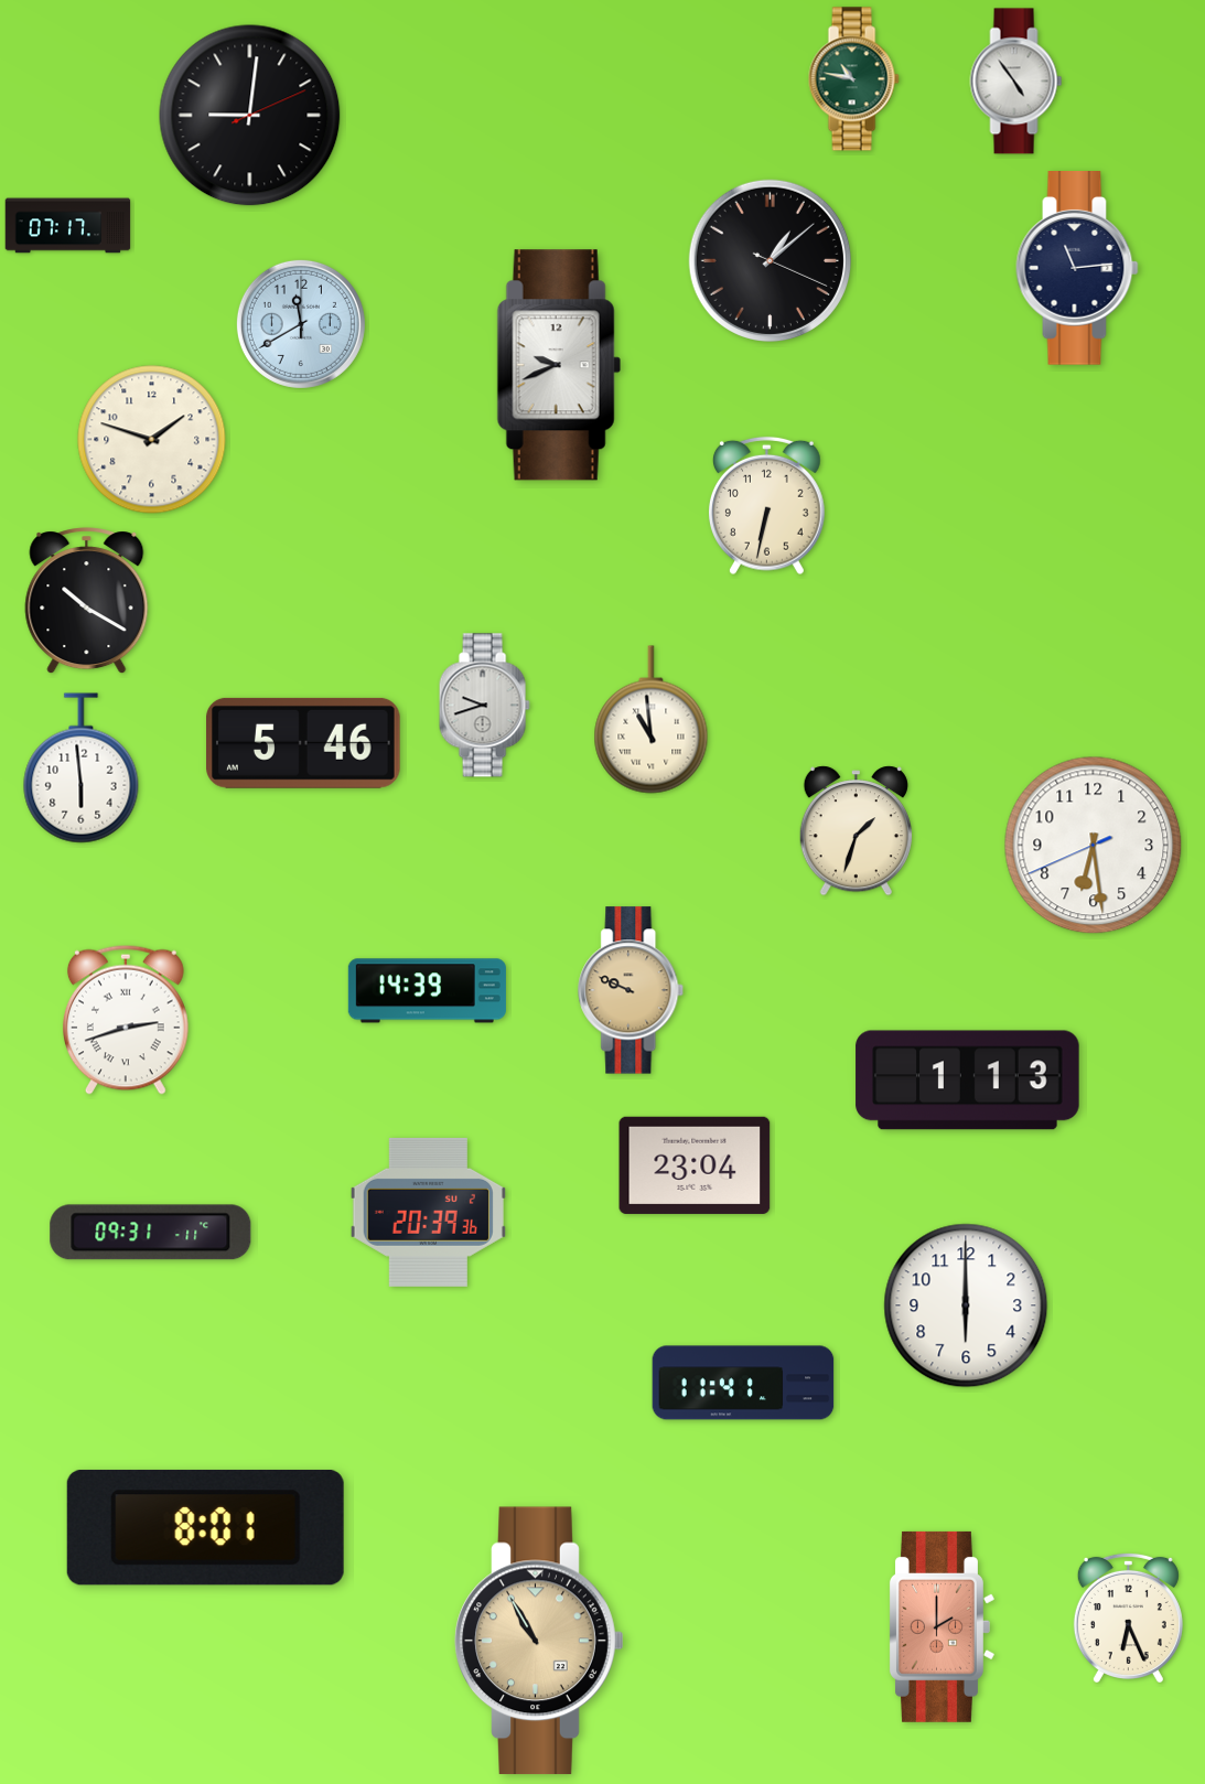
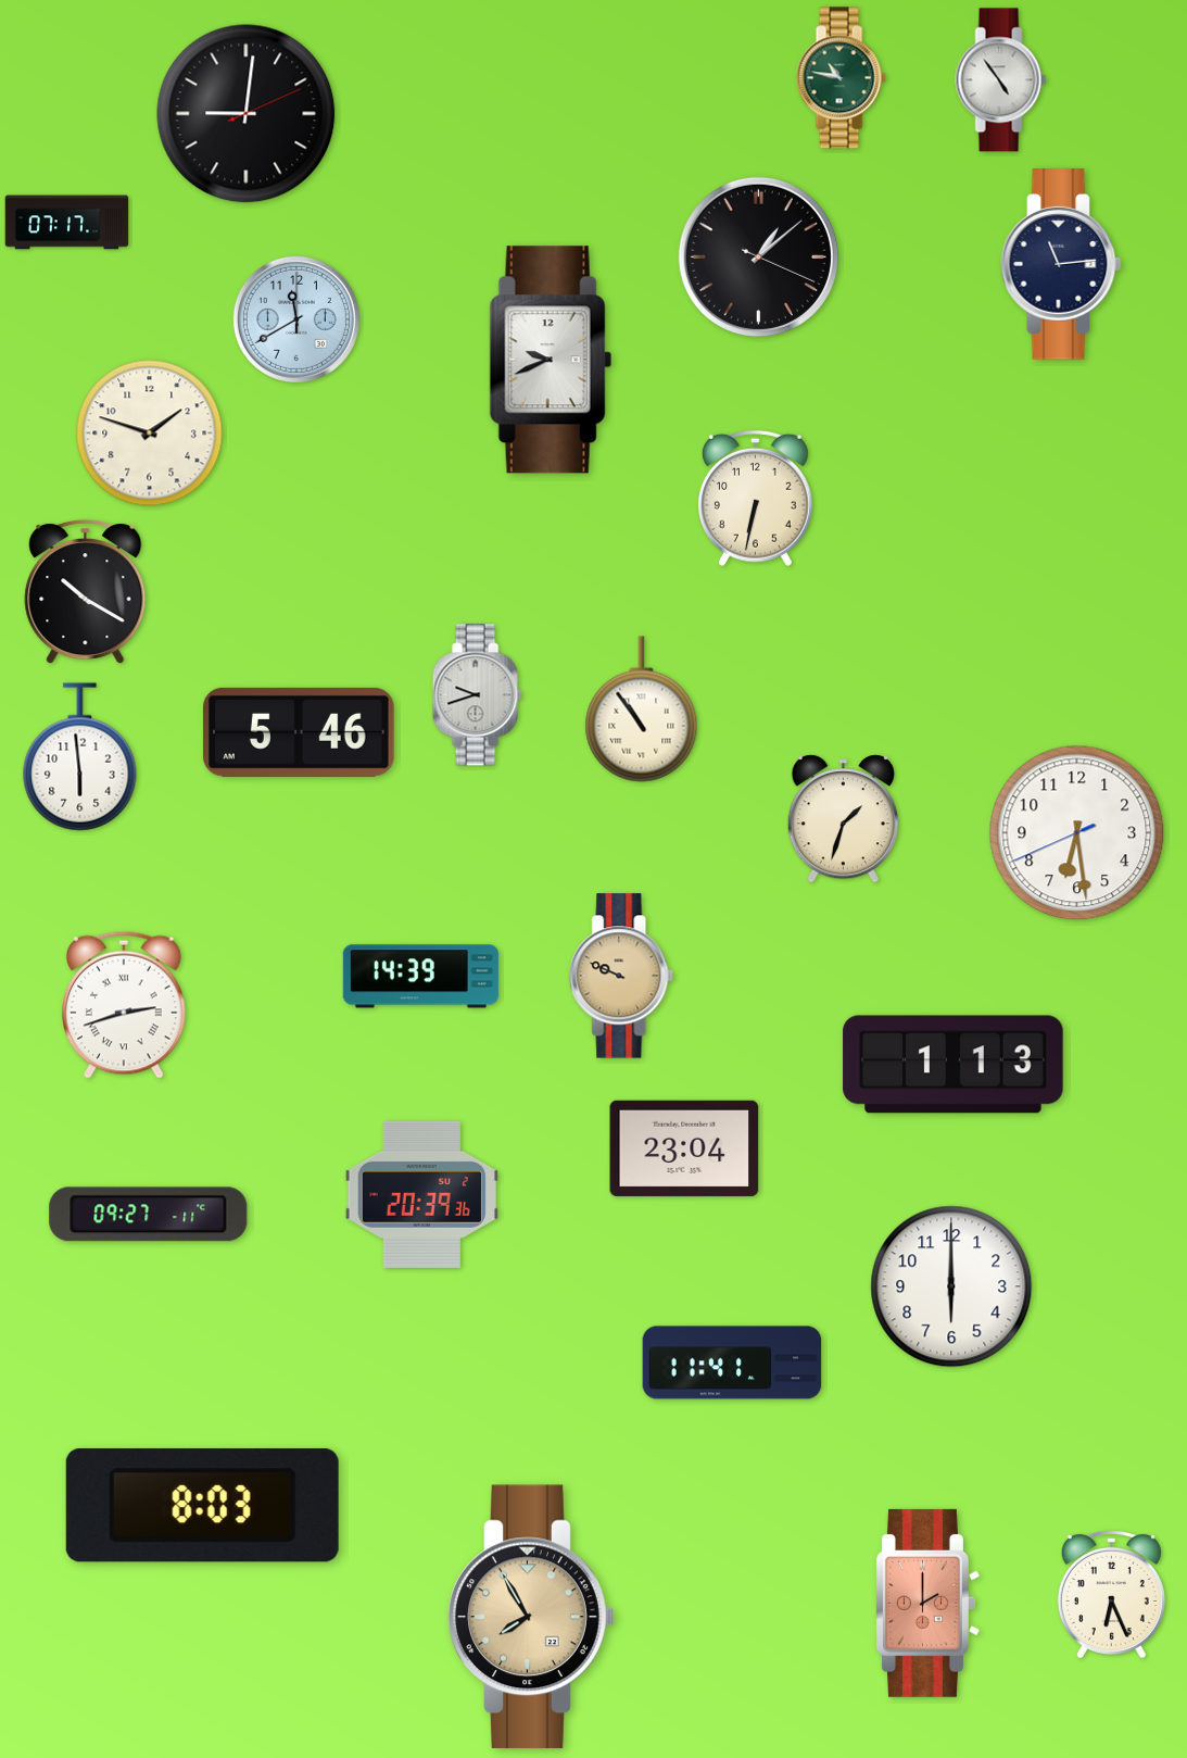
clock at (652, 720): 10:59 -> 10:54
clock at (151, 1233): 09:31 -> 09:27
clock at (205, 1527): 8:01 -> 8:03
clock at (539, 1641): 10:55 -> 7:55
